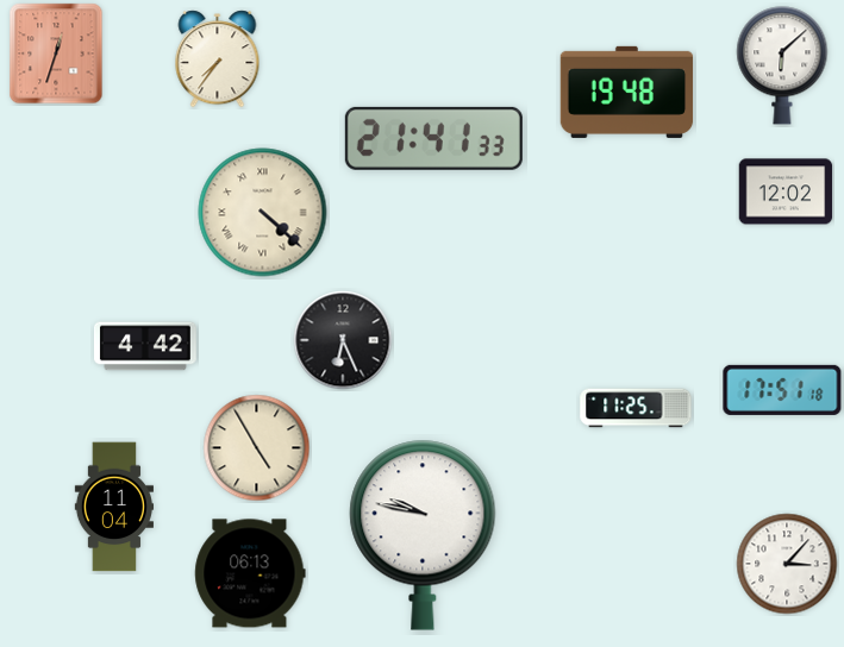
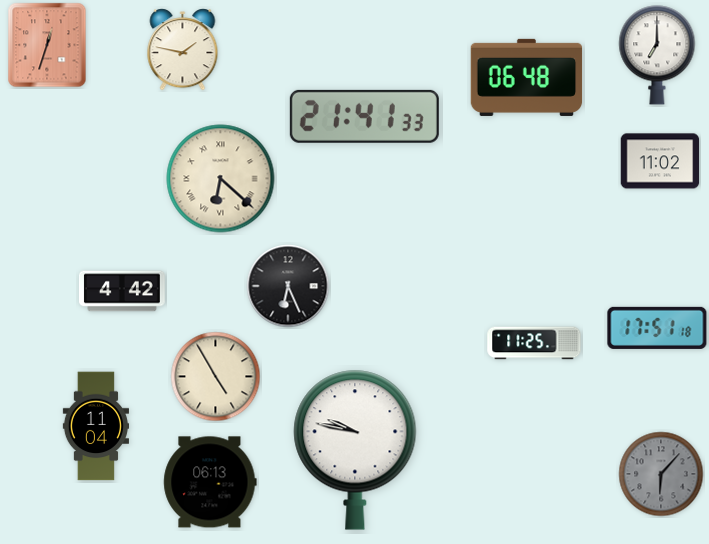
clock at (218, 59): 7:36 -> 1:47
clock at (782, 65): 6:08 -> 7:00
clock at (627, 92): 19:48 -> 06:48
clock at (786, 191): 12:02 -> 11:02
clock at (263, 213): 4:22 -> 6:22
clock at (787, 564): 3:07 -> 6:07
clock at (787, 564) dial: white -> grey
